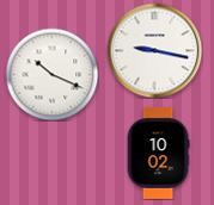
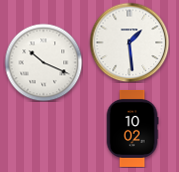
clock at (154, 50): 9:17 -> 1:29
